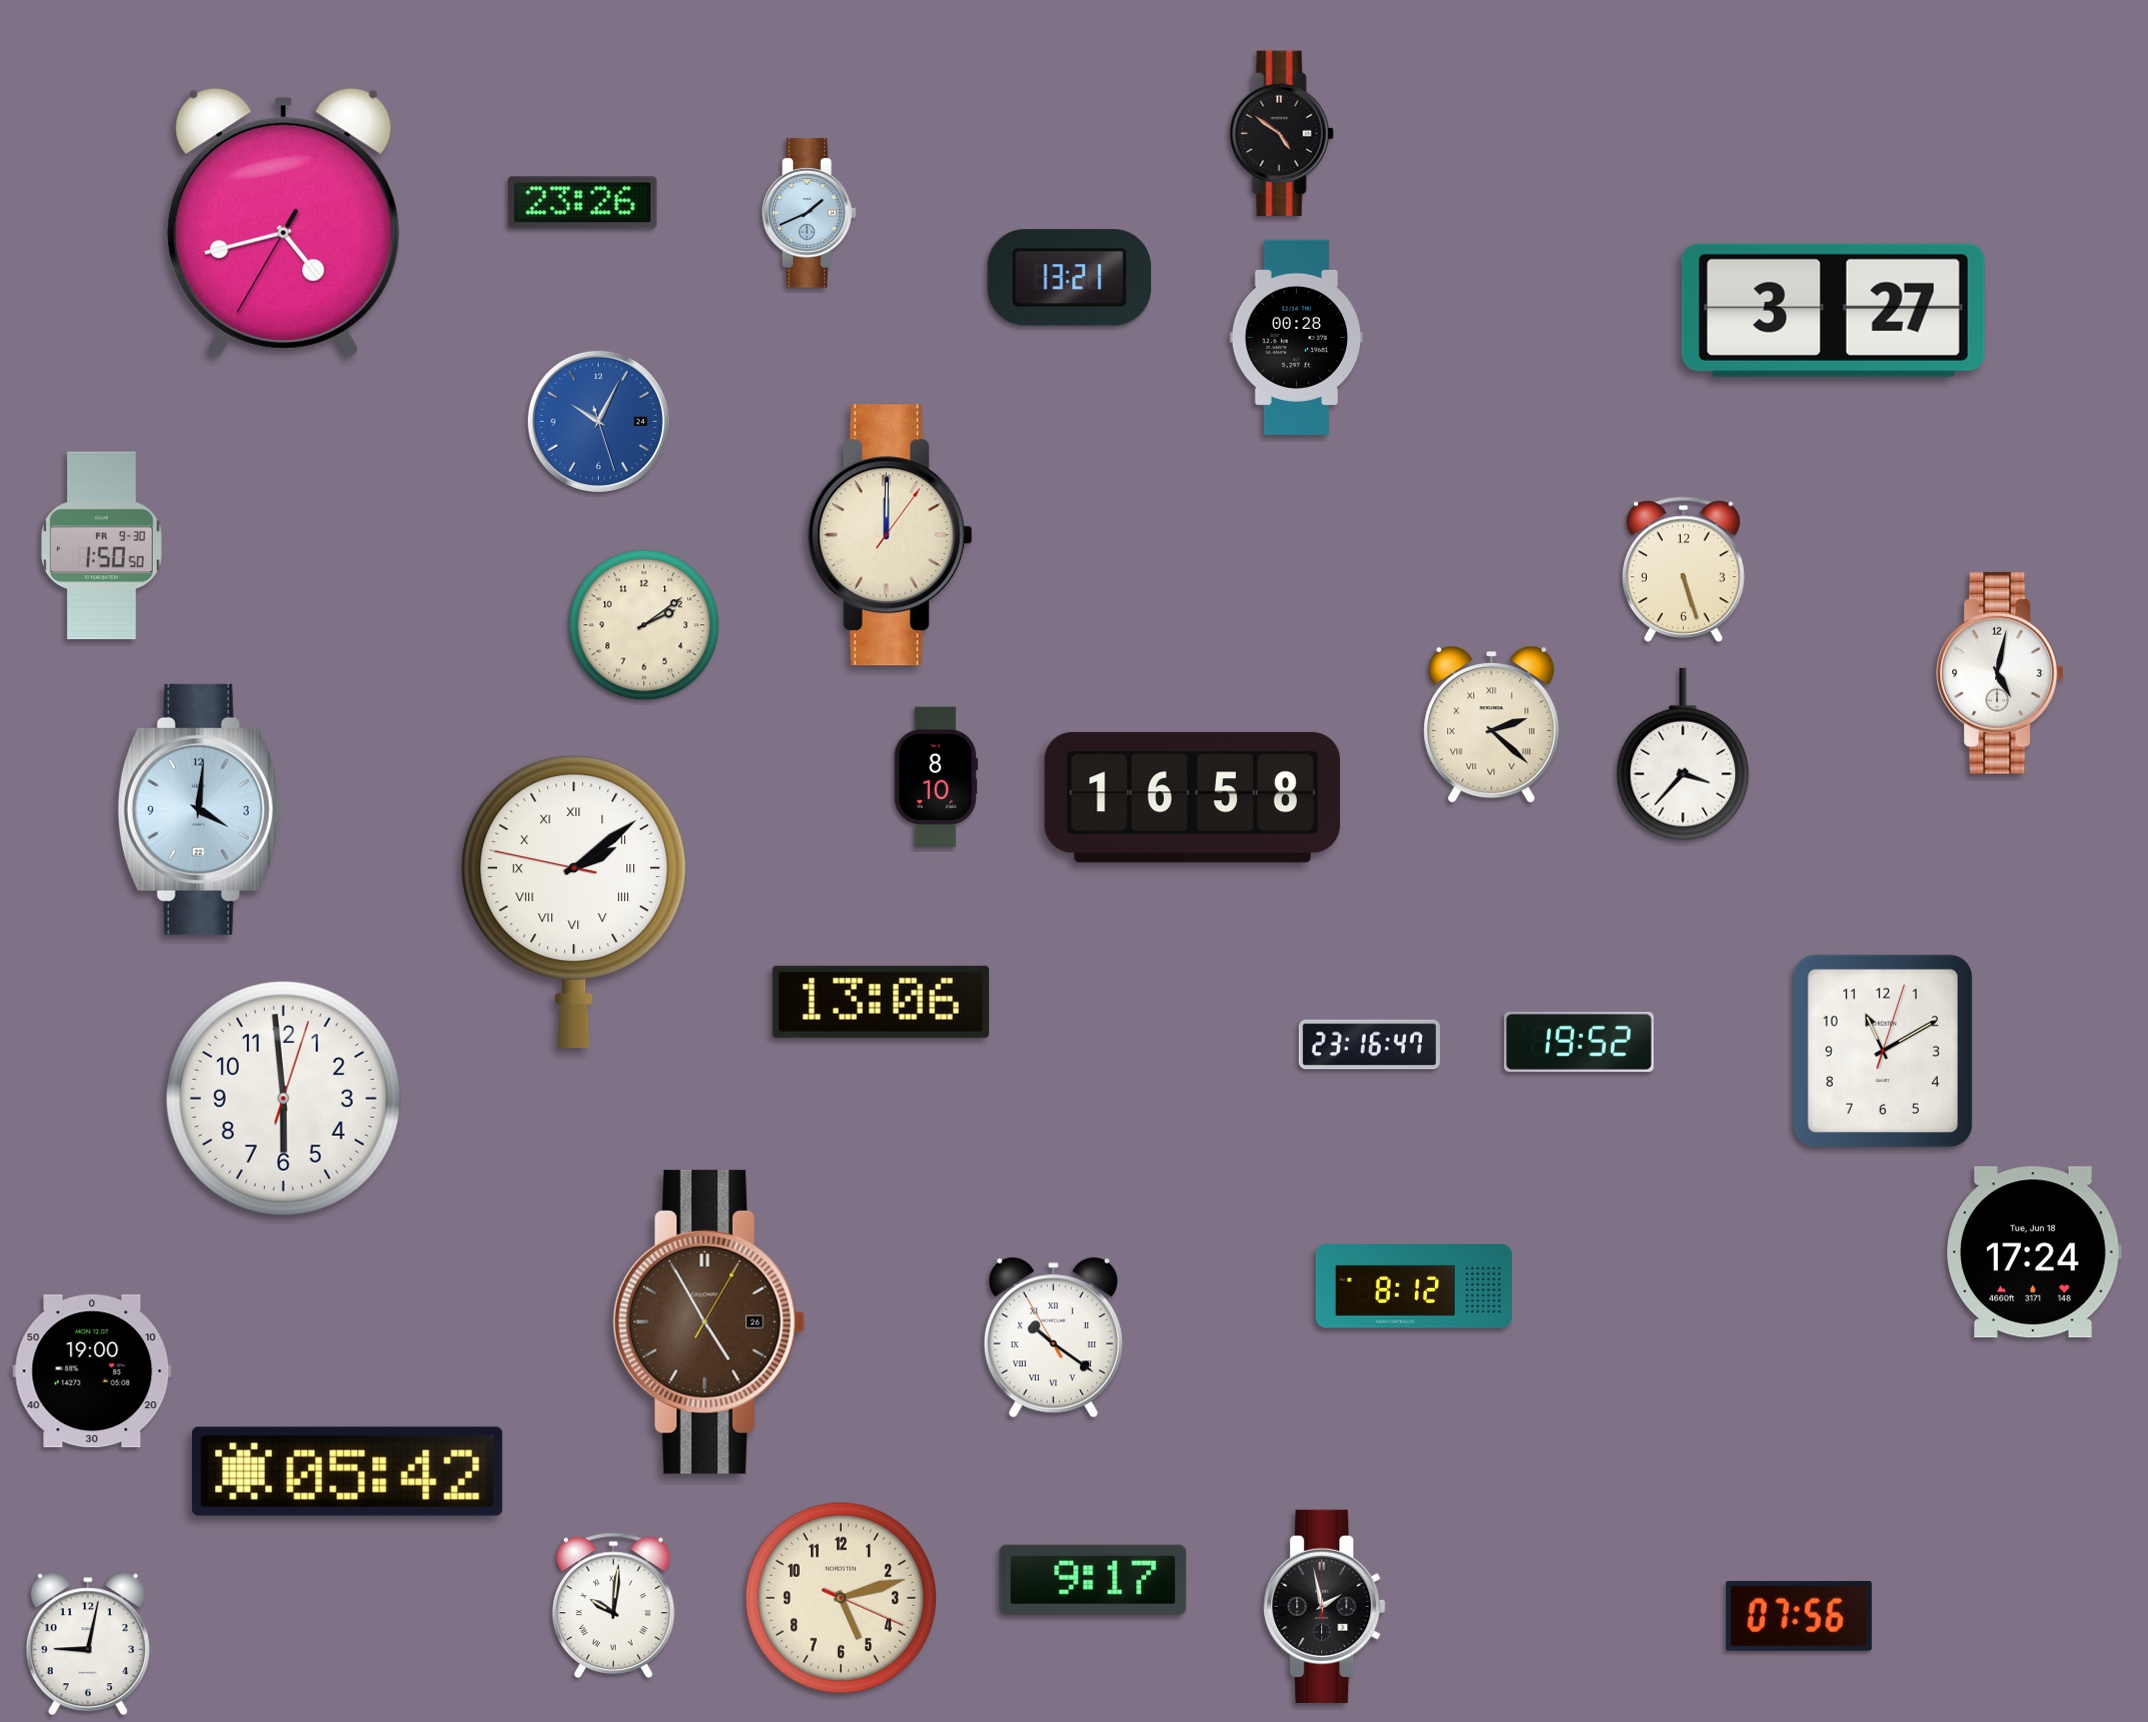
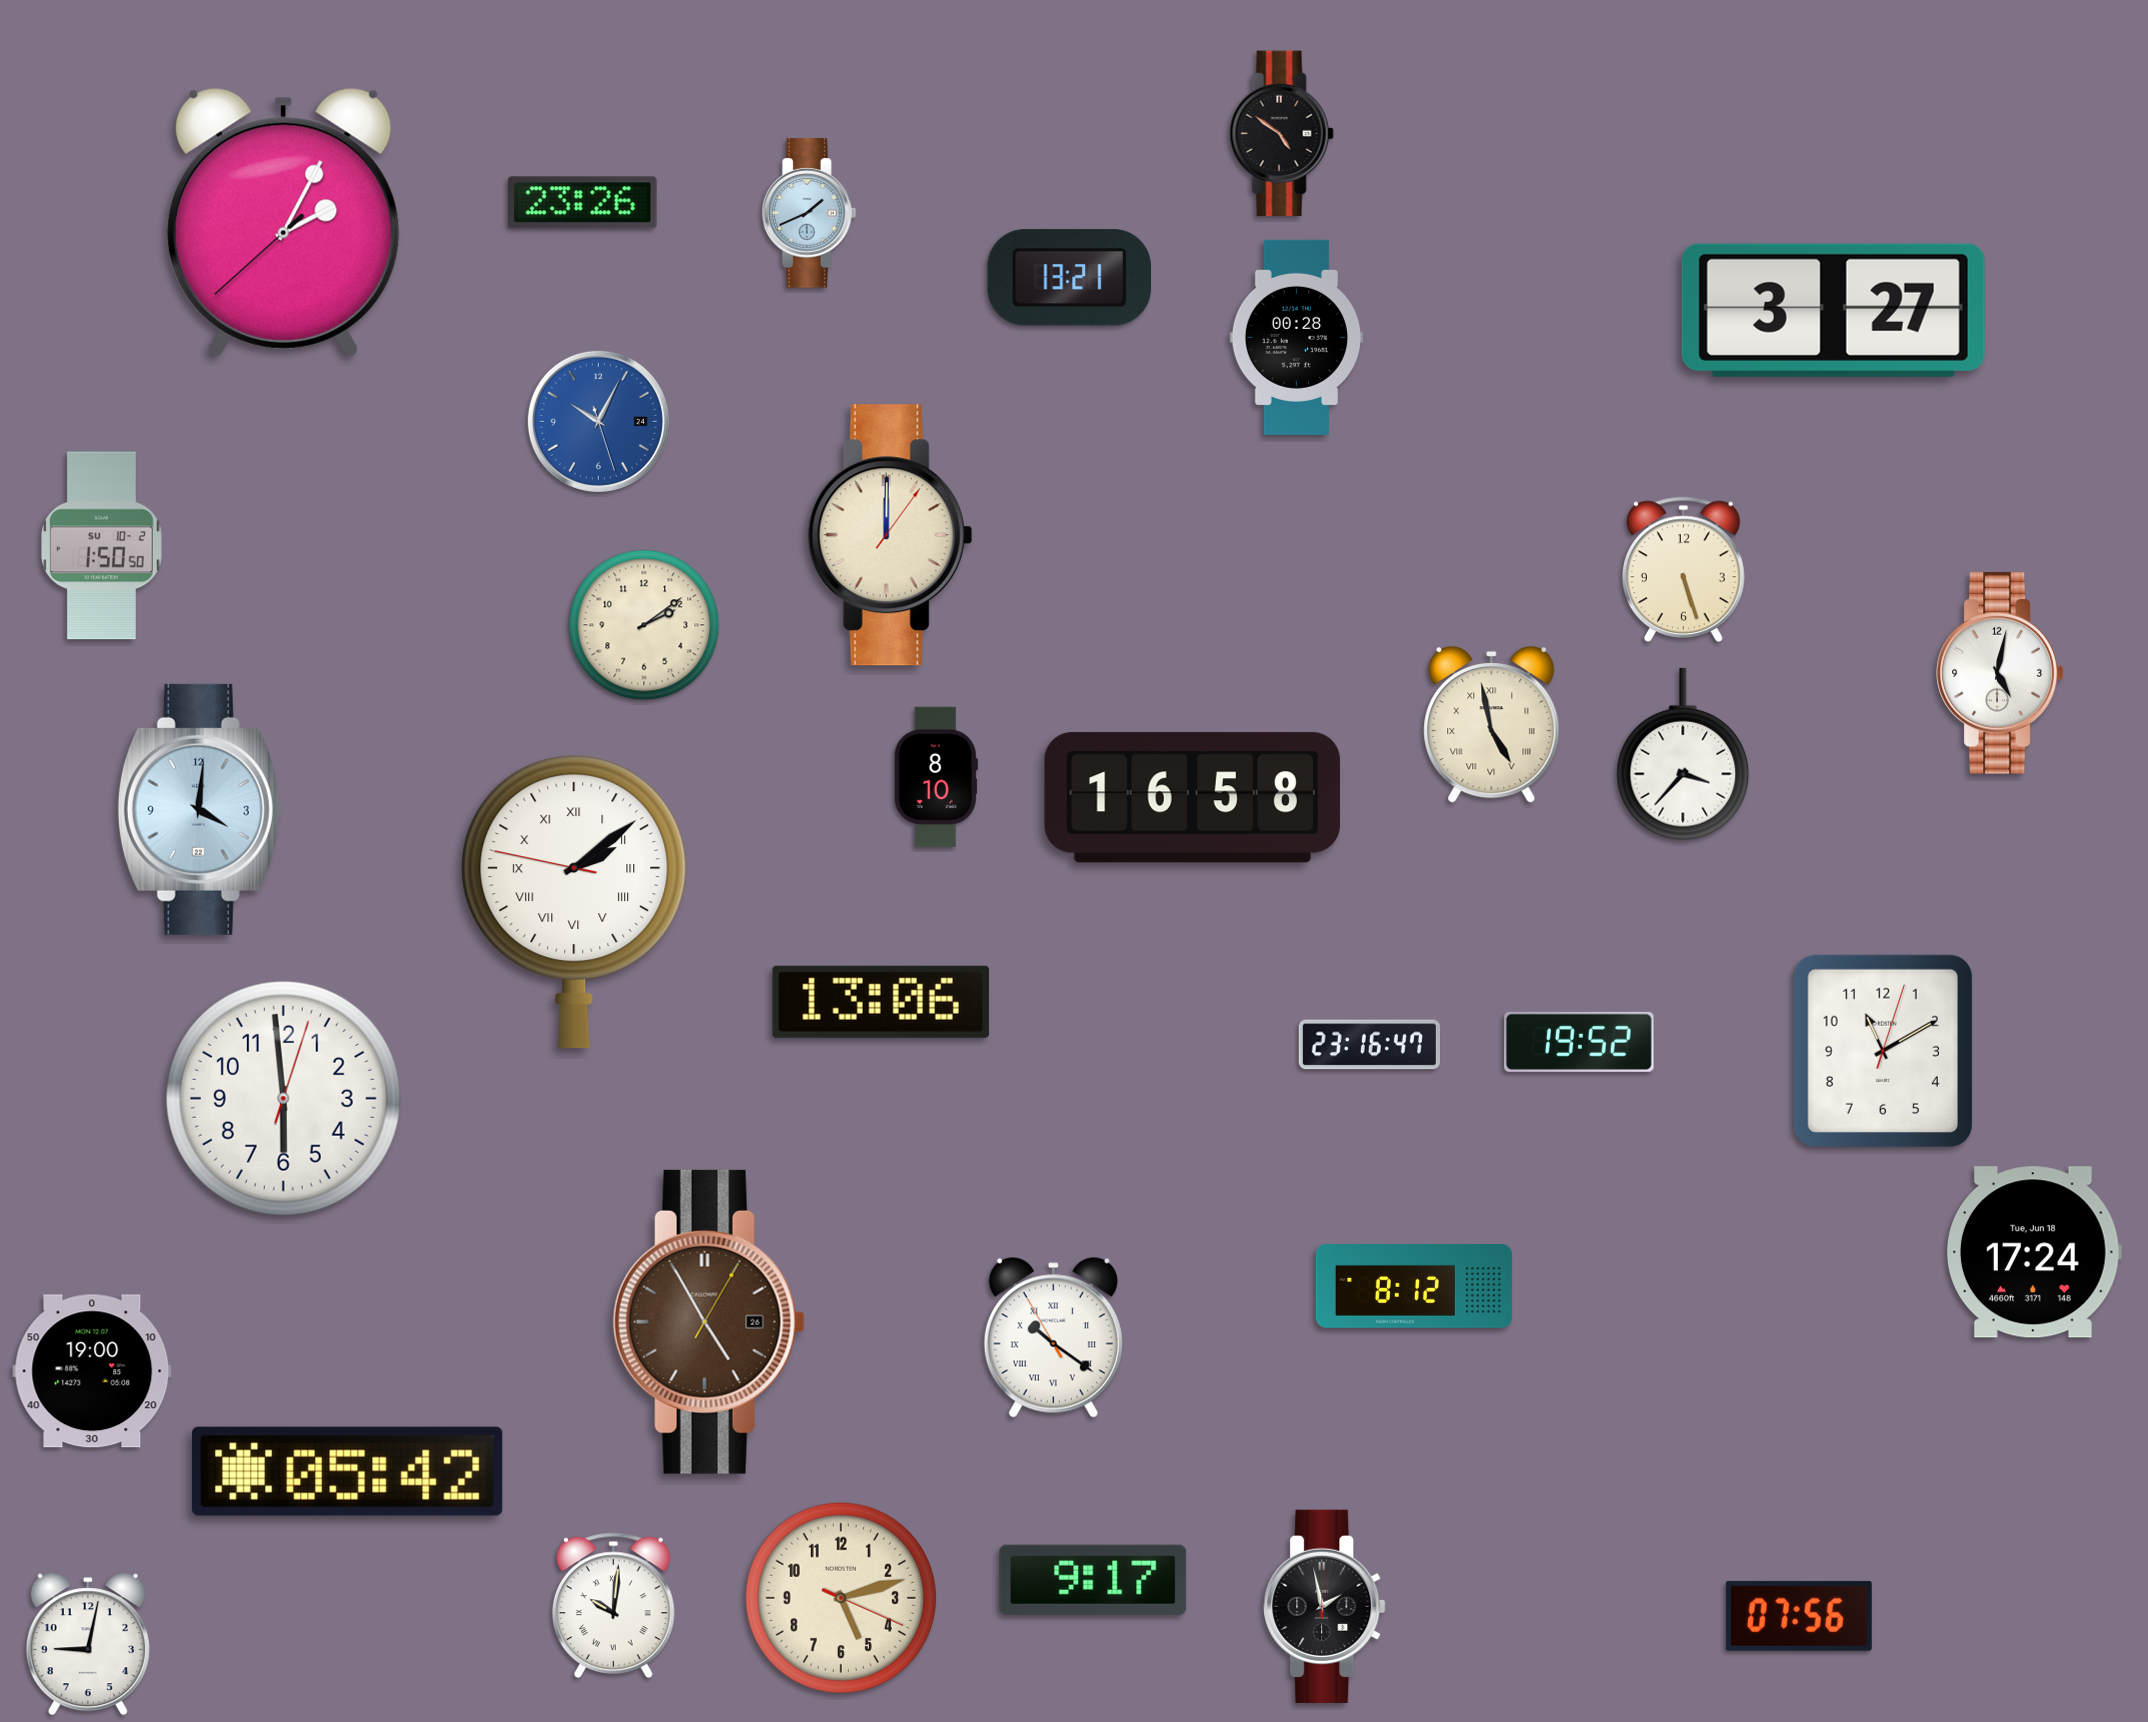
clock at (284, 222): 4:42 -> 2:04
clock at (102, 546) date: FR 9-30 -> SU 10-2
clock at (1492, 725): 2:22 -> 4:58
